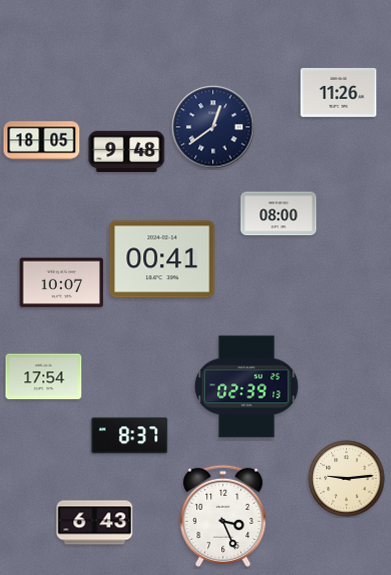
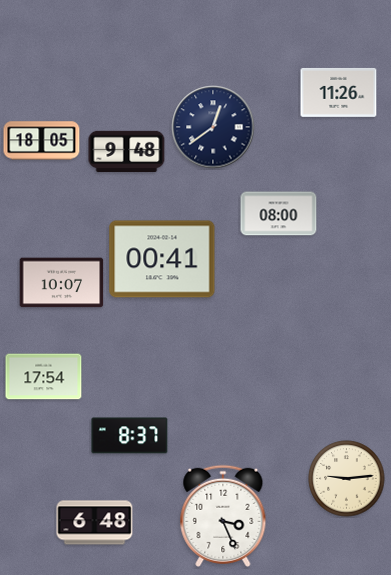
clock at (247, 387): 02:39 -> none
clock at (95, 523): 6:43 -> 6:48
